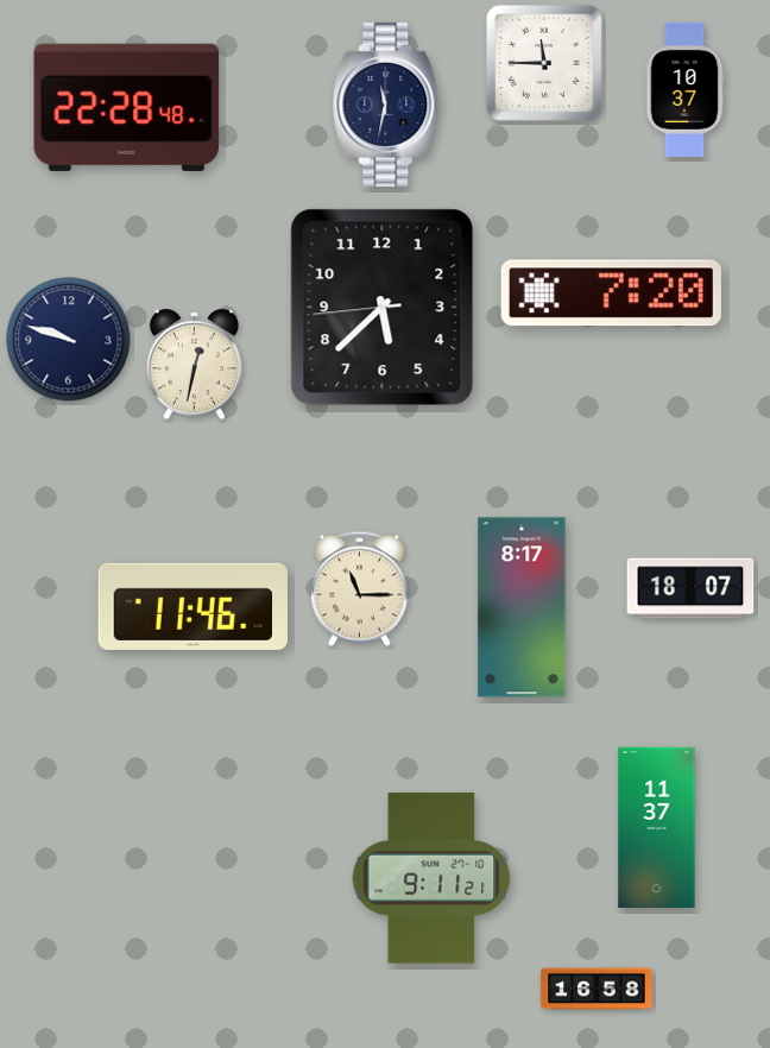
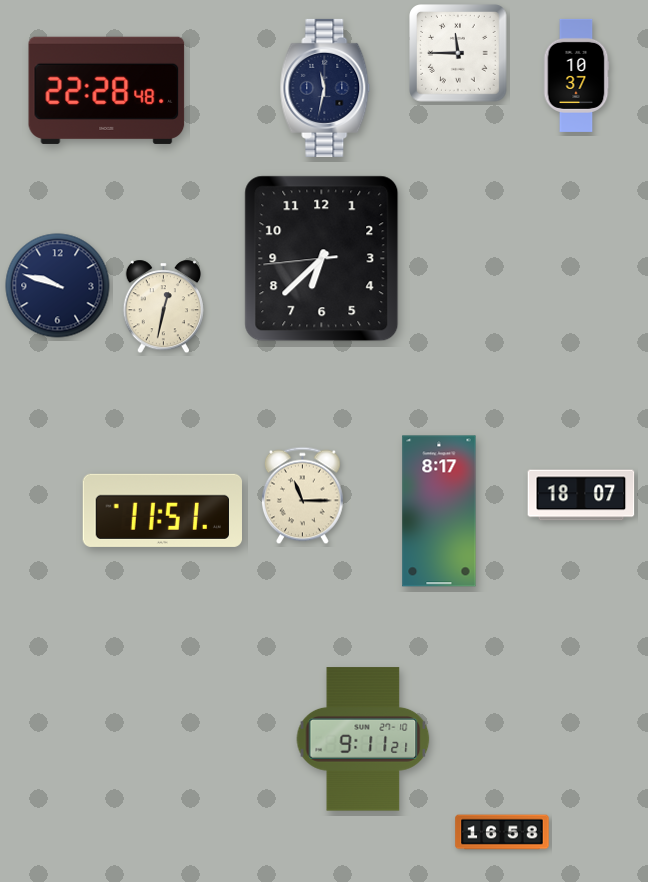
clock at (611, 293): 7:20 -> none
clock at (383, 308): 5:37 -> 6:37
clock at (192, 606): 11:46 -> 11:51
clock at (657, 827): 11:37 -> none
